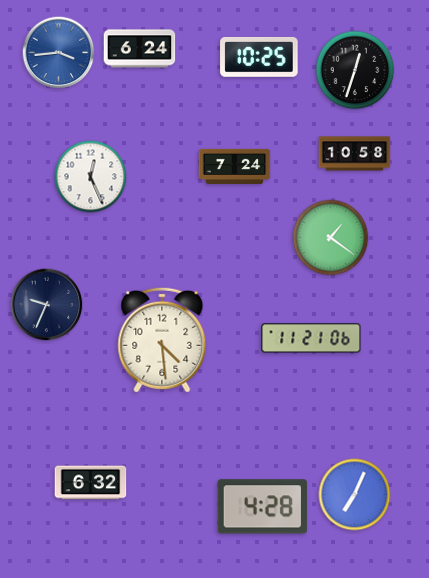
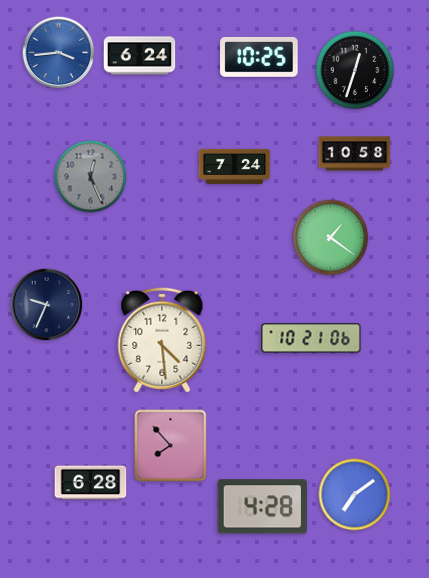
clock at (140, 49) position: (140, 49) -> (140, 56)
clock at (91, 177) dial: white -> grey
clock at (311, 338): 11:21 -> 10:21
clock at (171, 446): none -> 7:53
clock at (91, 483): 6:32 -> 6:28
clock at (355, 495): 7:04 -> 7:09
